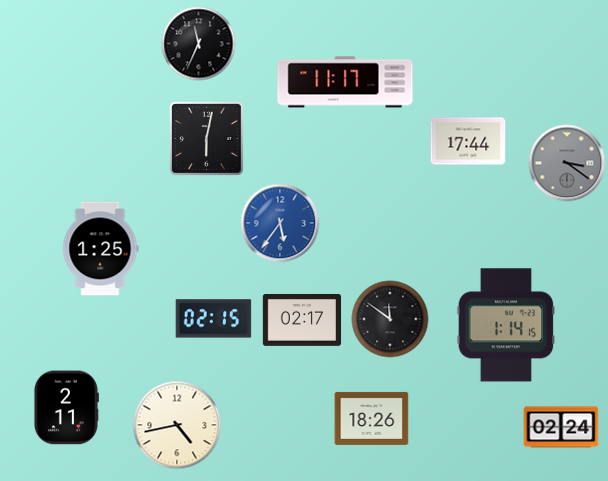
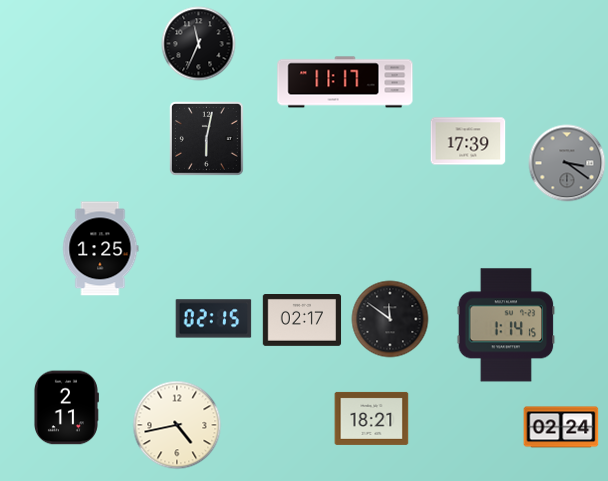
clock at (468, 141): 17:44 -> 17:39
clock at (280, 223): 5:36 -> none
clock at (372, 418): 18:26 -> 18:21
